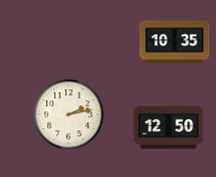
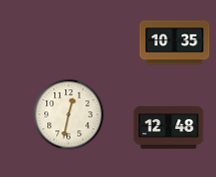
clock at (69, 115): 2:13 -> 12:32
clock at (169, 128): 12:50 -> 12:48
